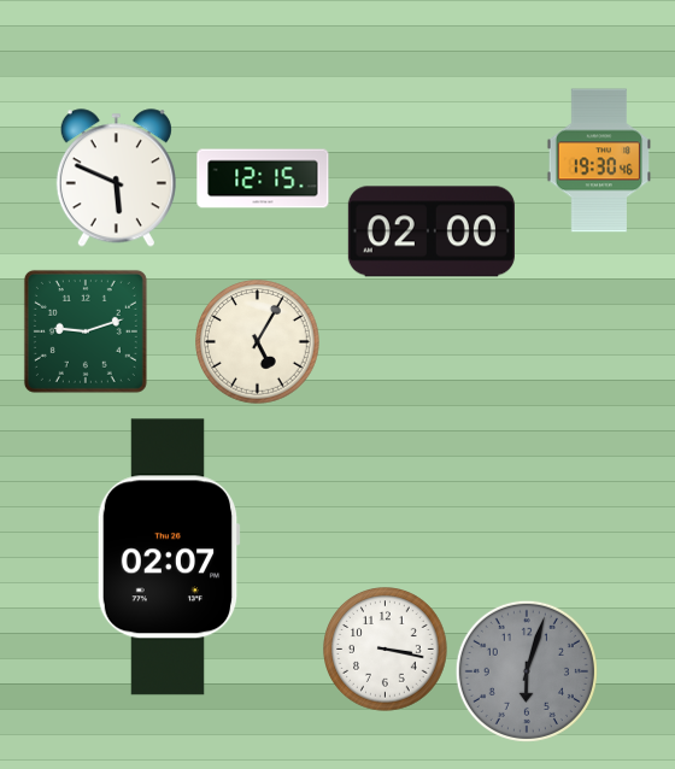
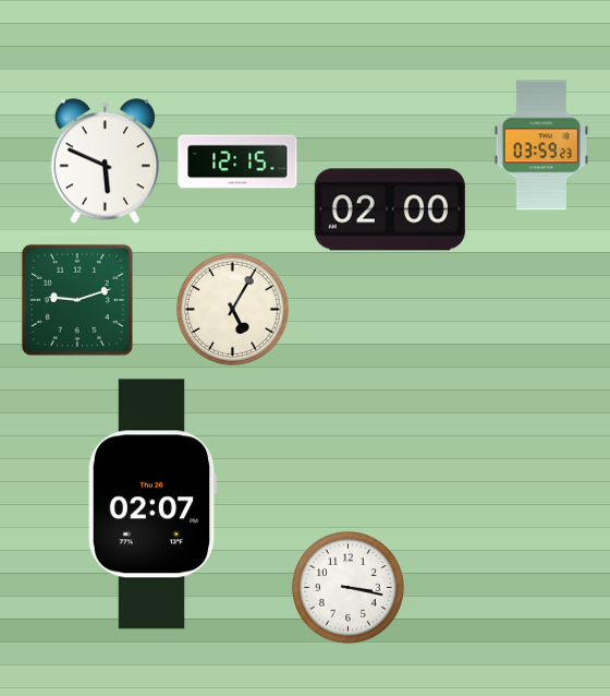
clock at (598, 160): 19:30 -> 03:59
clock at (527, 671): 6:03 -> none
